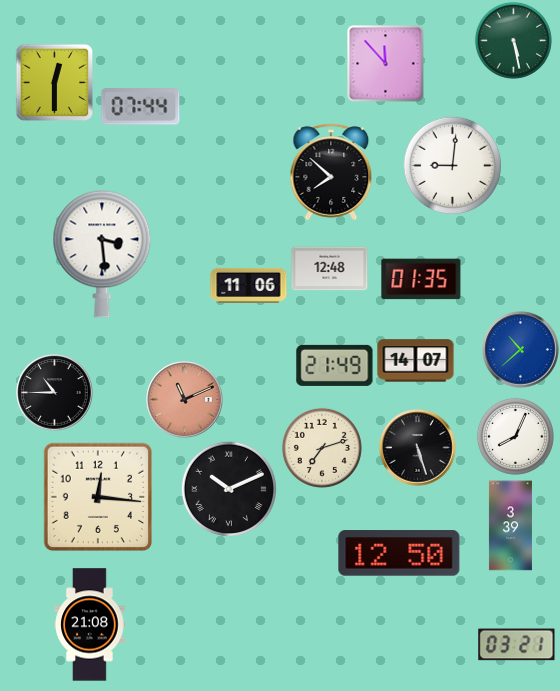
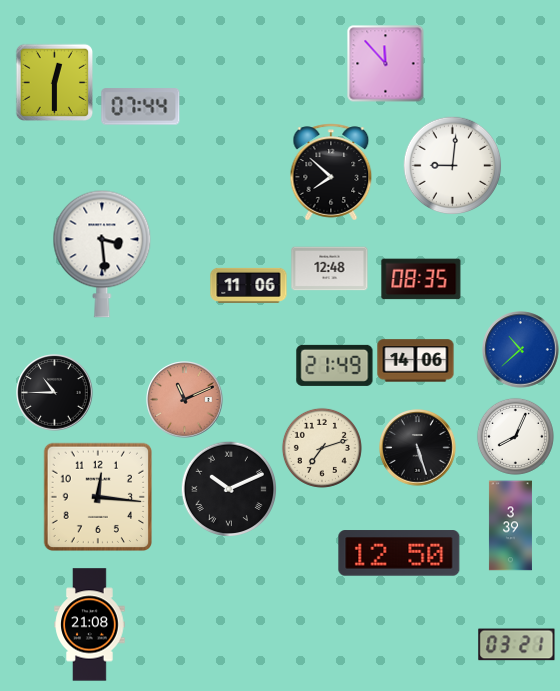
clock at (513, 40): 5:28 -> none
clock at (421, 279): 01:35 -> 08:35
clock at (416, 361): 14:07 -> 14:06
